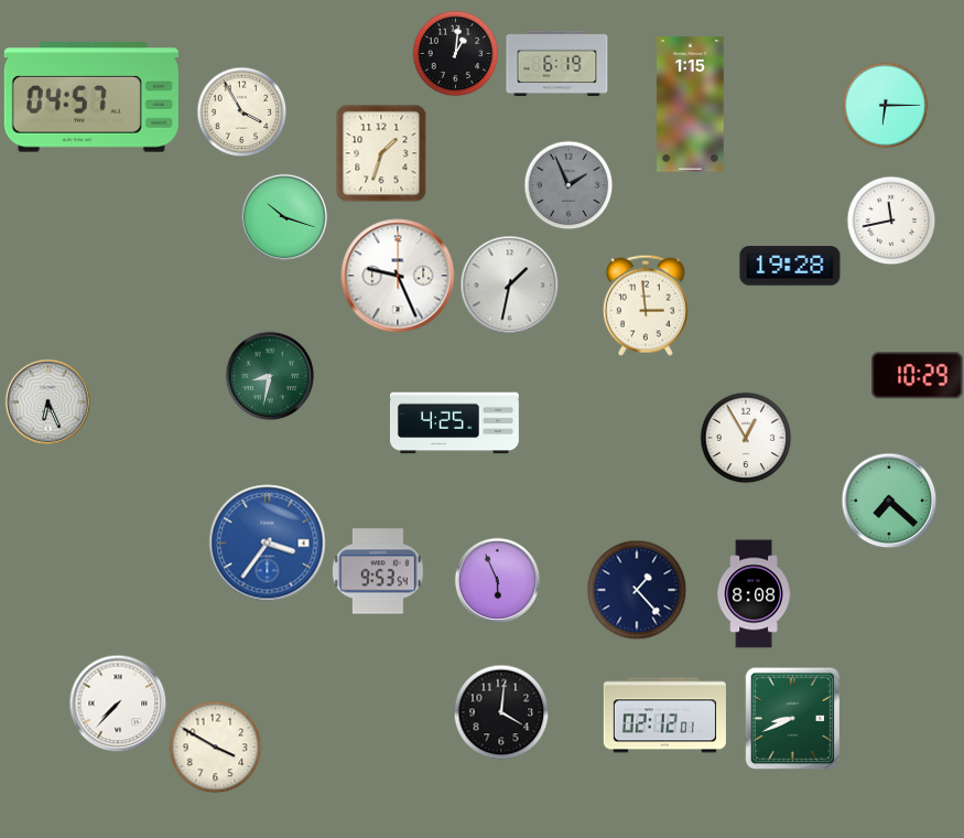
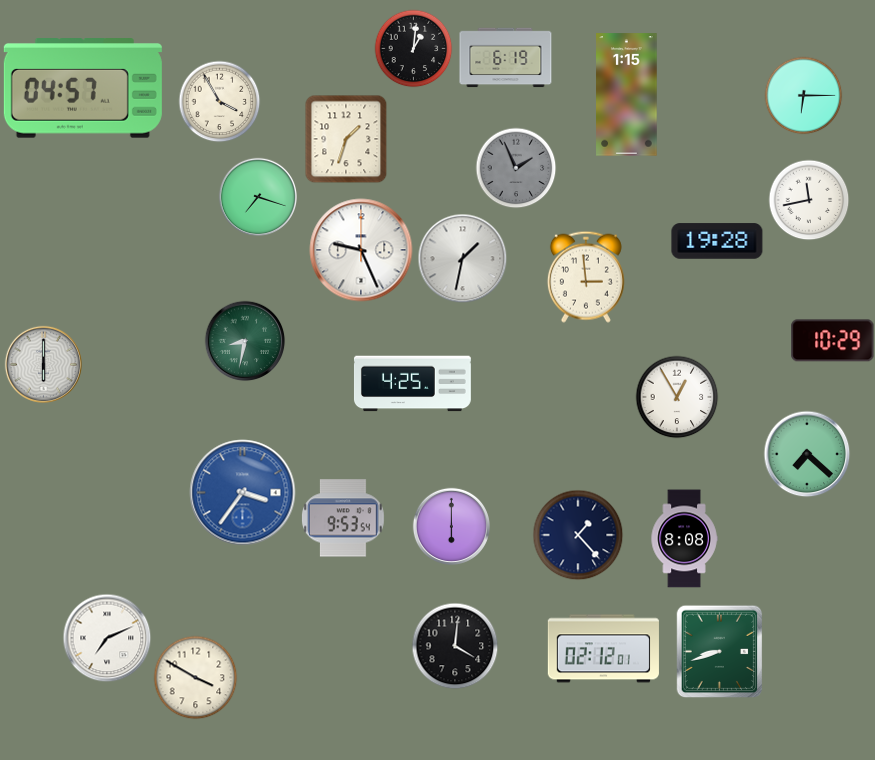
clock at (283, 216): 10:18 -> 7:18
clock at (47, 401): 6:26 -> 6:00
clock at (497, 580): 5:56 -> 6:00
clock at (118, 703): 7:37 -> 7:11
clock at (793, 718): 8:41 -> 8:42
